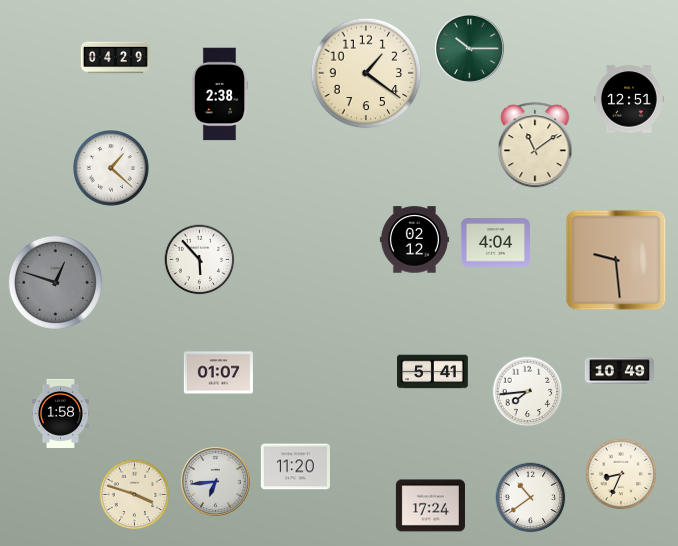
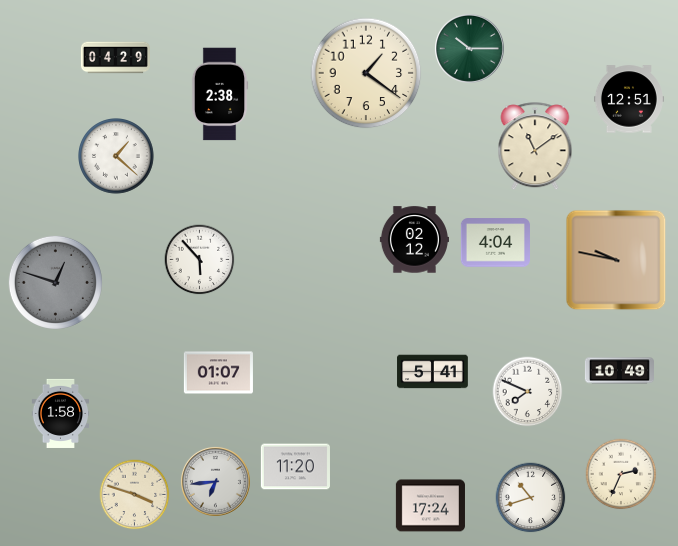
clock at (111, 168) position: (111, 168) -> (116, 156)
clock at (616, 260): 9:29 -> 9:47
clock at (528, 392): 7:44 -> 7:49
clock at (621, 474): 8:34 -> 2:34
clock at (531, 498): 10:39 -> 10:42
